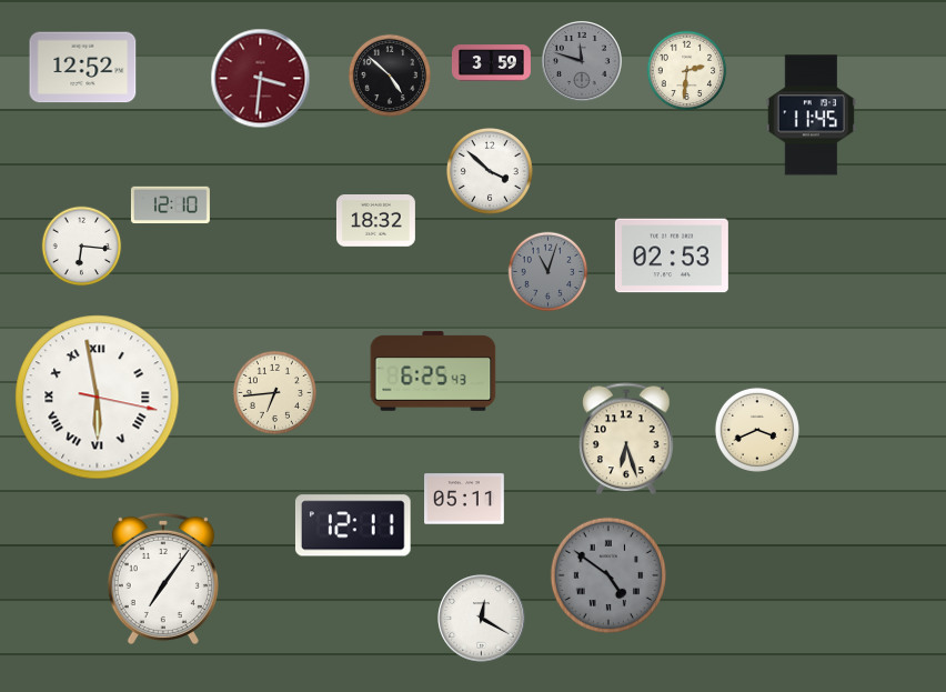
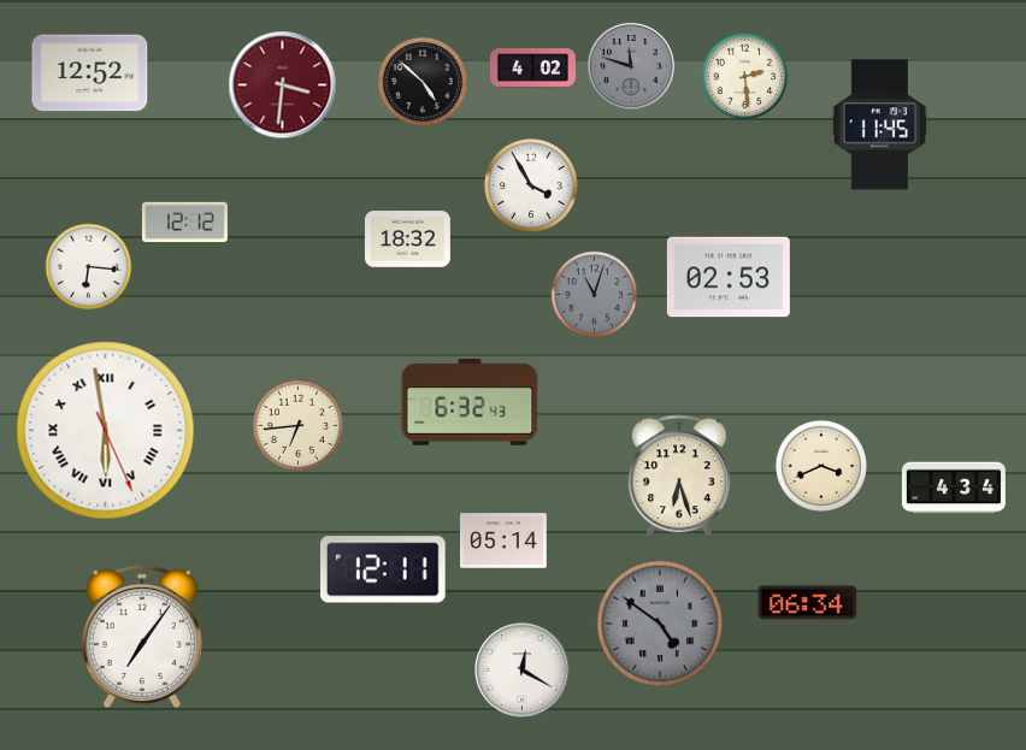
clock at (491, 63): 3:59 -> 4:02
clock at (687, 71): 2:31 -> 2:29
clock at (490, 171): 3:52 -> 3:55
clock at (170, 205): 12:10 -> 12:12
clock at (433, 371): 6:25 -> 6:32
clock at (98, 398): 5:58:17 -> 5:58:26
clock at (954, 488): none -> 4:34
clock at (465, 499): 05:11 -> 05:14
clock at (808, 603): none -> 06:34
clock at (163, 579) position: (163, 579) -> (142, 637)
